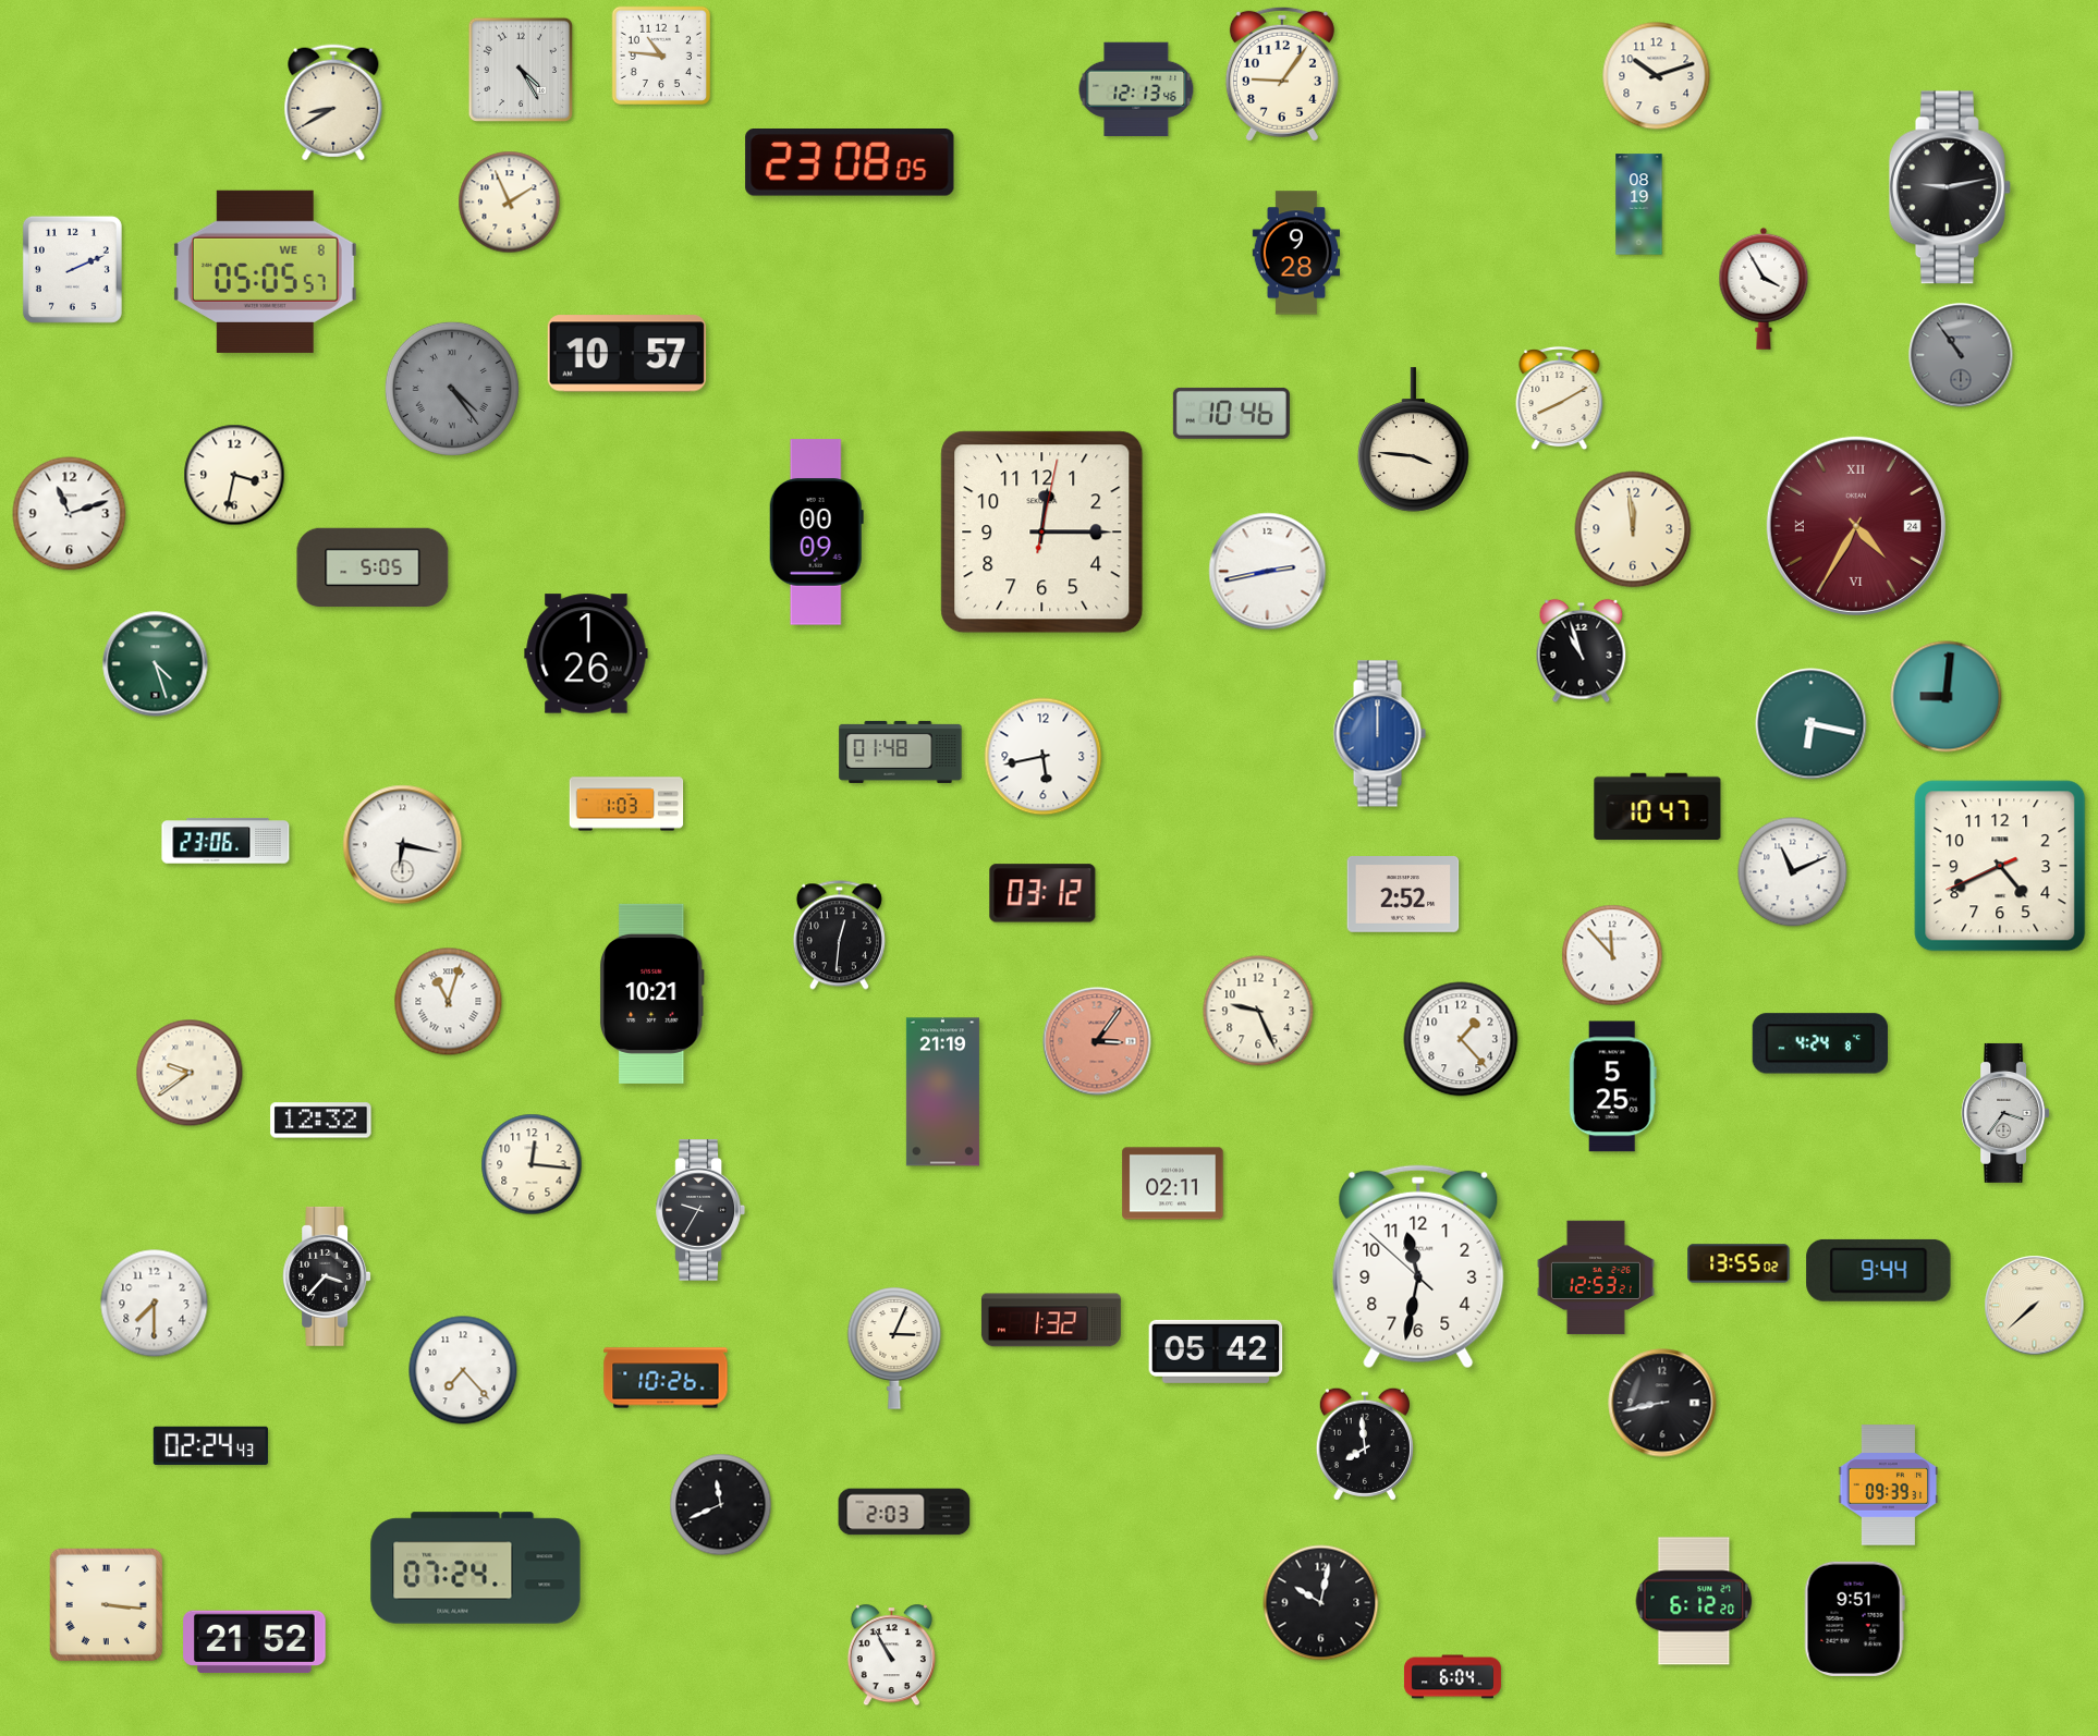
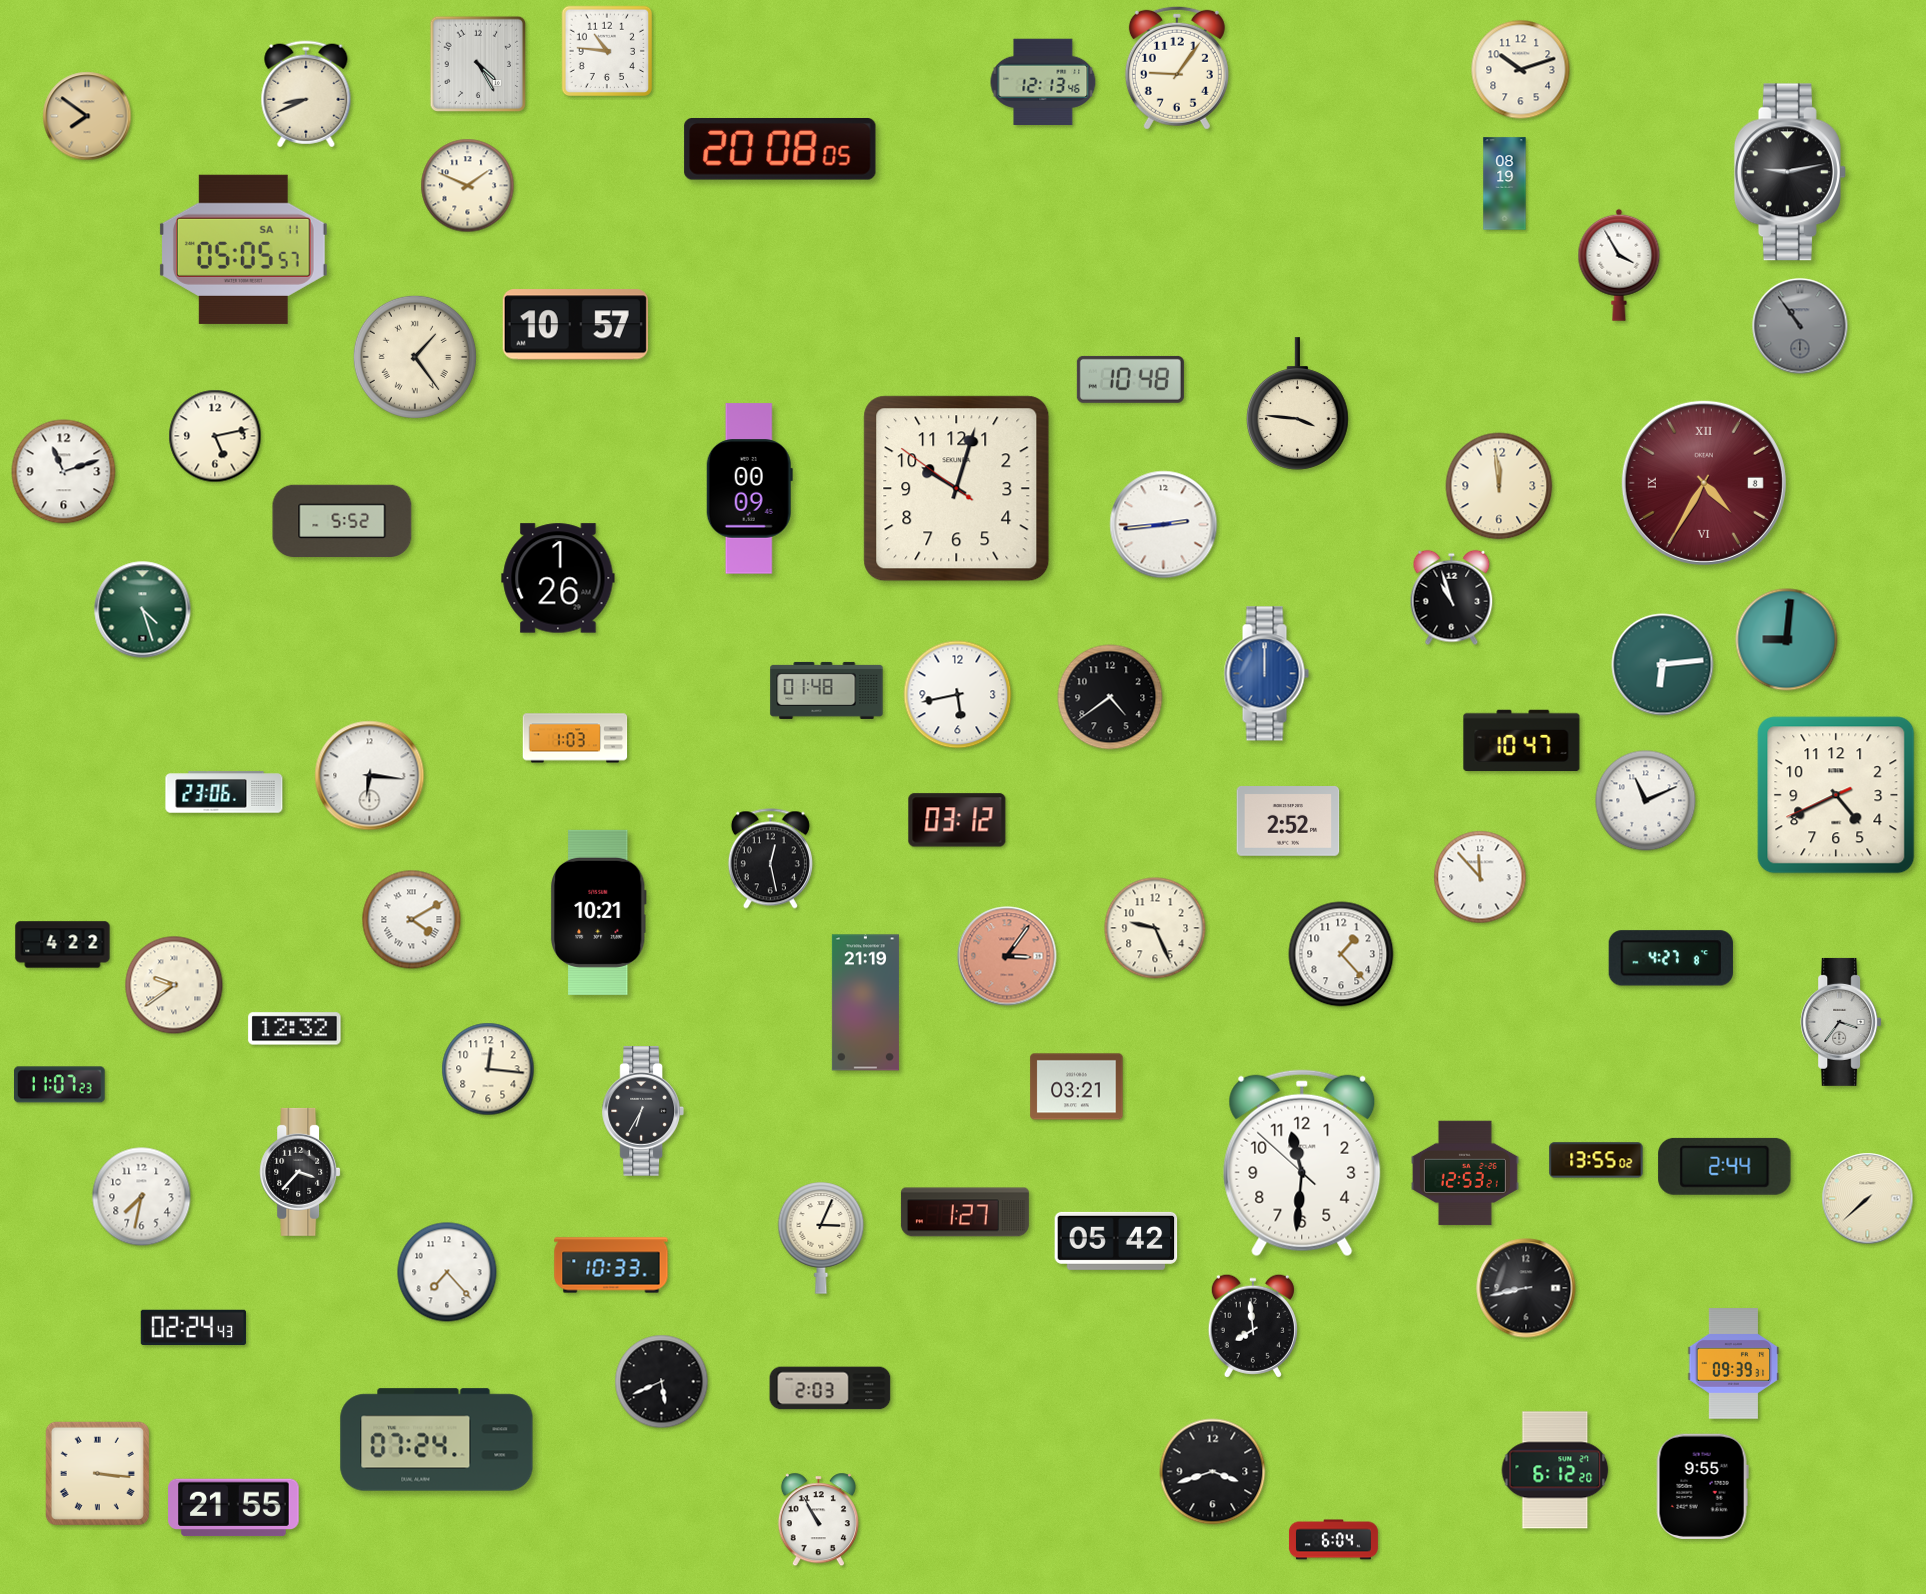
clock at (333, 102): 8:40 -> 8:41
clock at (87, 116): none -> 7:51
clock at (850, 163): 23:08 -> 20:08
clock at (510, 203): 1:56 -> 1:49
clock at (1639, 205) position: (1639, 205) -> (1505, 184)
clock at (1296, 253): 9:28 -> none
clock at (72, 269): 2:11 -> none
clock at (265, 271) date: WE 8 -> SA 11
clock at (452, 389): 4:24 -> 1:24
clock at (452, 389) dial: grey -> cream
clock at (1560, 399): 8:10 -> none
clock at (1231, 413): 10:46 -> 10:48
clock at (234, 475): 3:32 -> 5:13
clock at (1856, 526) date: 24 -> 8
clock at (1042, 533): 12:15 -> 10:02
clock at (373, 567): 5:05 -> 5:52
clock at (1268, 572): 2:43 -> 2:44
clock at (586, 653) position: (586, 653) -> (558, 578)
clock at (1812, 724): 6:17 -> 6:14
clock at (1110, 697): none -> 4:39
clock at (225, 841) position: (225, 841) -> (224, 792)
clock at (403, 845): 6:17 -> 6:16
clock at (839, 936): 12:31 -> 12:28
clock at (449, 1002): 11:03 -> 4:10
clock at (63, 945): none -> 4:22
clock at (1820, 1043): 4:24 -> 4:27
clock at (1612, 1087): 5:25 -> none
clock at (60, 1085): none -> 11:07
clock at (1173, 1184): 02:11 -> 03:21
clock at (699, 1210): 9:35 -> 6:35
clock at (1418, 1267): 11:31 -> 11:30
clock at (1879, 1270): 9:44 -> 2:44
clock at (155, 1304): 7:30 -> 7:32
clock at (1051, 1320): 1:32 -> 1:27
clock at (463, 1370) position: (463, 1370) -> (447, 1272)
clock at (666, 1378): 10:26 -> 10:33
clock at (721, 1505): 11:41 -> 5:41
clock at (1321, 1603): 10:02 -> 3:42
clock at (1854, 1618): 9:51 -> 9:55
clock at (255, 1642): 21:52 -> 21:55
